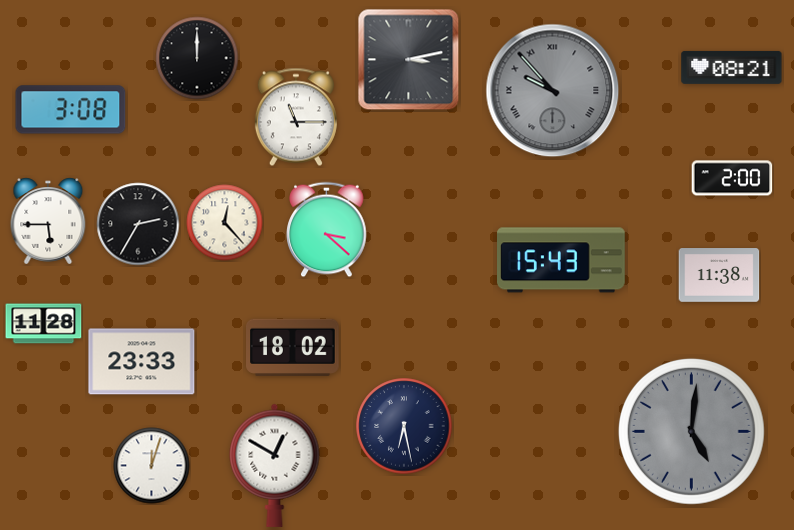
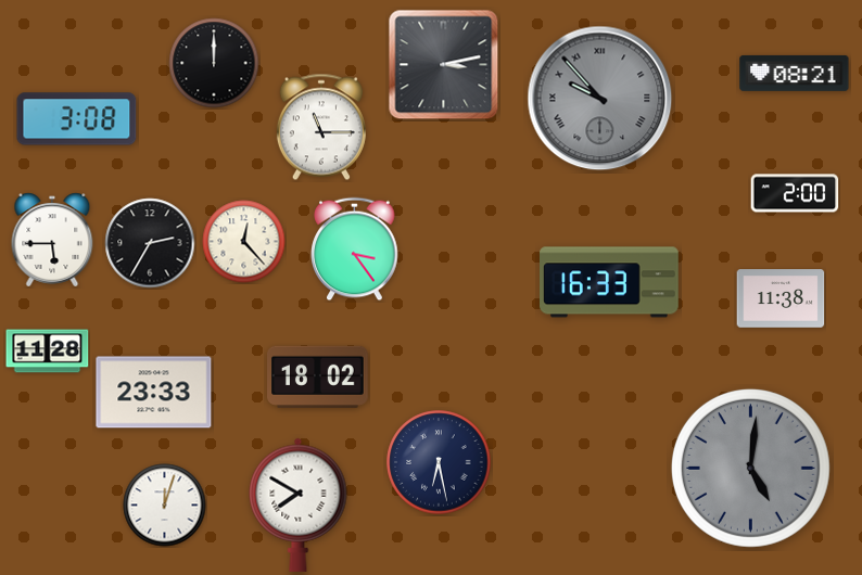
clock at (327, 230): 3:22 -> 3:24
clock at (562, 260): 15:43 -> 16:33
clock at (275, 465): 12:50 -> 7:50
